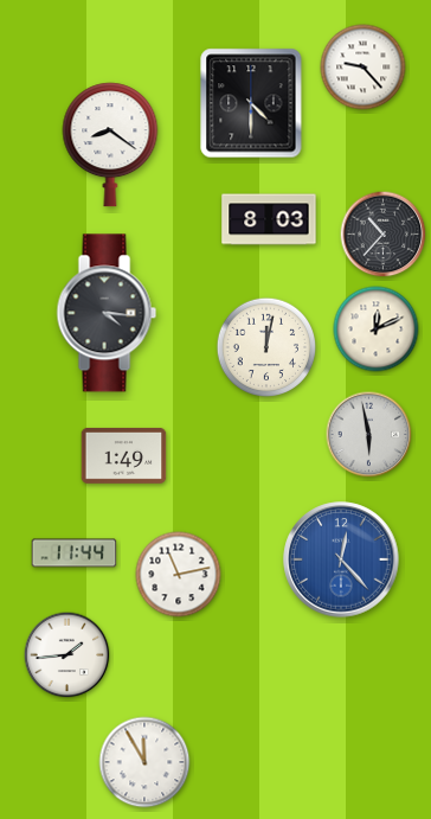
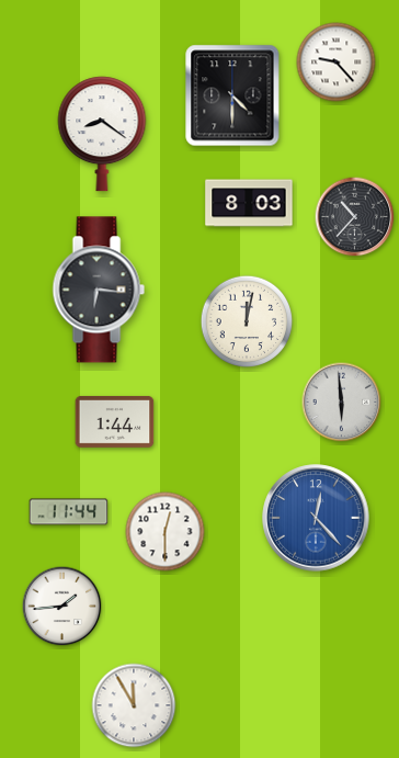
clock at (107, 313): 4:16 -> 6:16
clock at (377, 329): 12:11 -> none
clock at (369, 435): 5:58 -> 5:59
clock at (124, 456): 1:49 -> 1:44
clock at (179, 575): 11:13 -> 12:30
